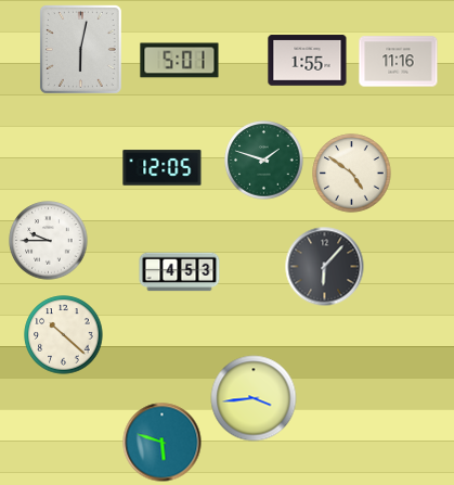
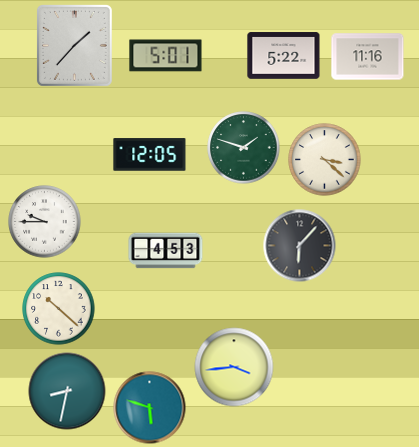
clock at (80, 49): 6:02 -> 1:37
clock at (308, 61): 1:55 -> 5:22
clock at (352, 174): 4:51 -> 3:22
clock at (67, 391): none -> 8:32
